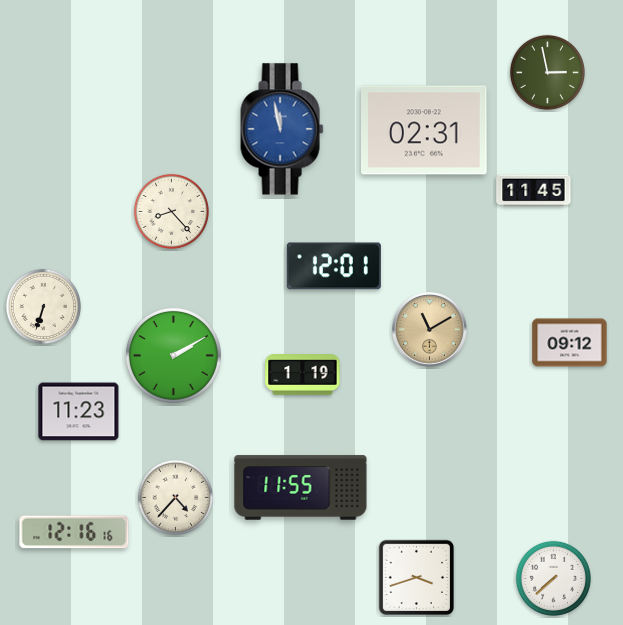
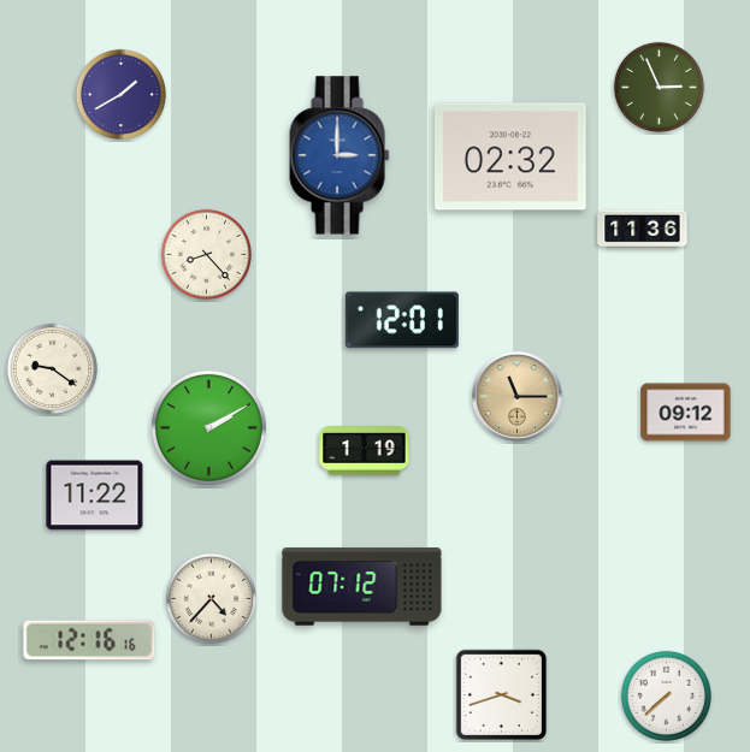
clock at (547, 72): 2:58 -> 2:56
clock at (120, 94): none -> 1:40
clock at (282, 129): 11:58 -> 3:00
clock at (425, 130): 02:31 -> 02:32
clock at (534, 191): 11:45 -> 11:36
clock at (43, 306): 6:33 -> 9:21
clock at (430, 330): 11:10 -> 11:15
clock at (79, 412): 11:23 -> 11:22
clock at (301, 488): 11:55 -> 07:12
